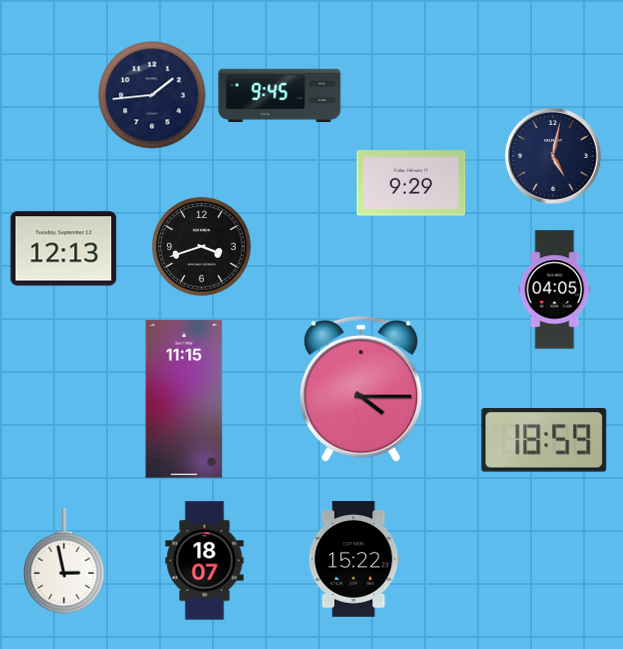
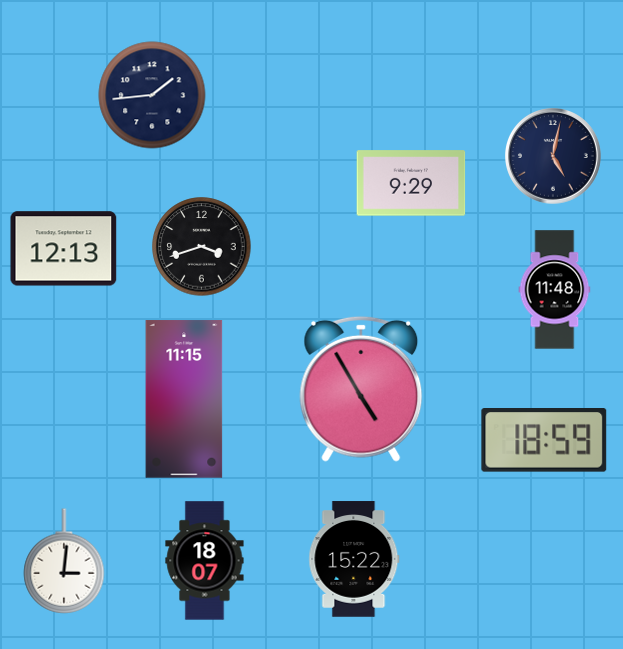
clock at (280, 95): 9:45 -> none
clock at (555, 290): 04:05 -> 11:48
clock at (361, 389): 4:15 -> 4:55
clock at (64, 561): 2:58 -> 3:01
